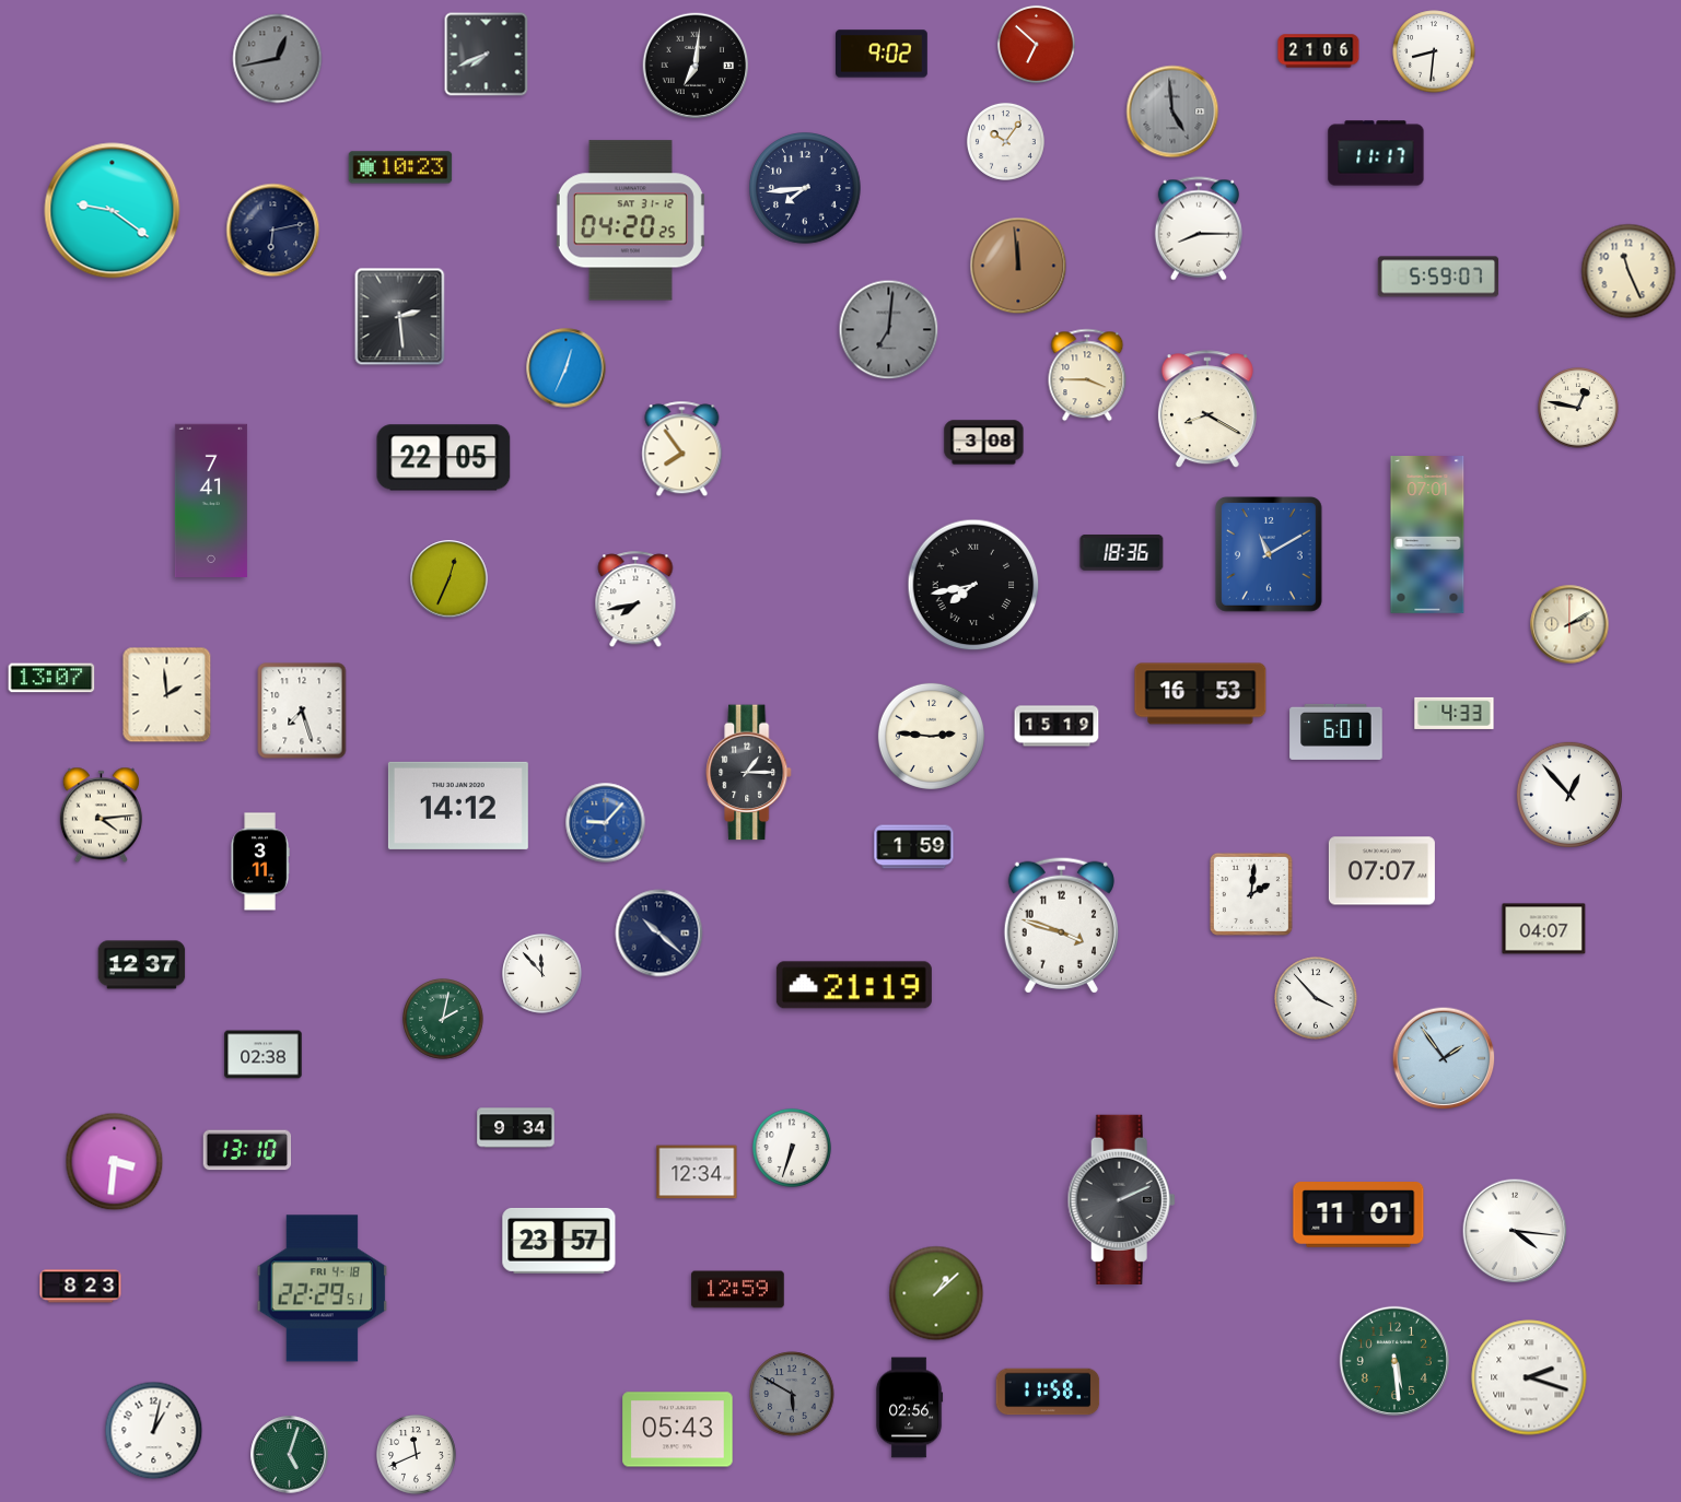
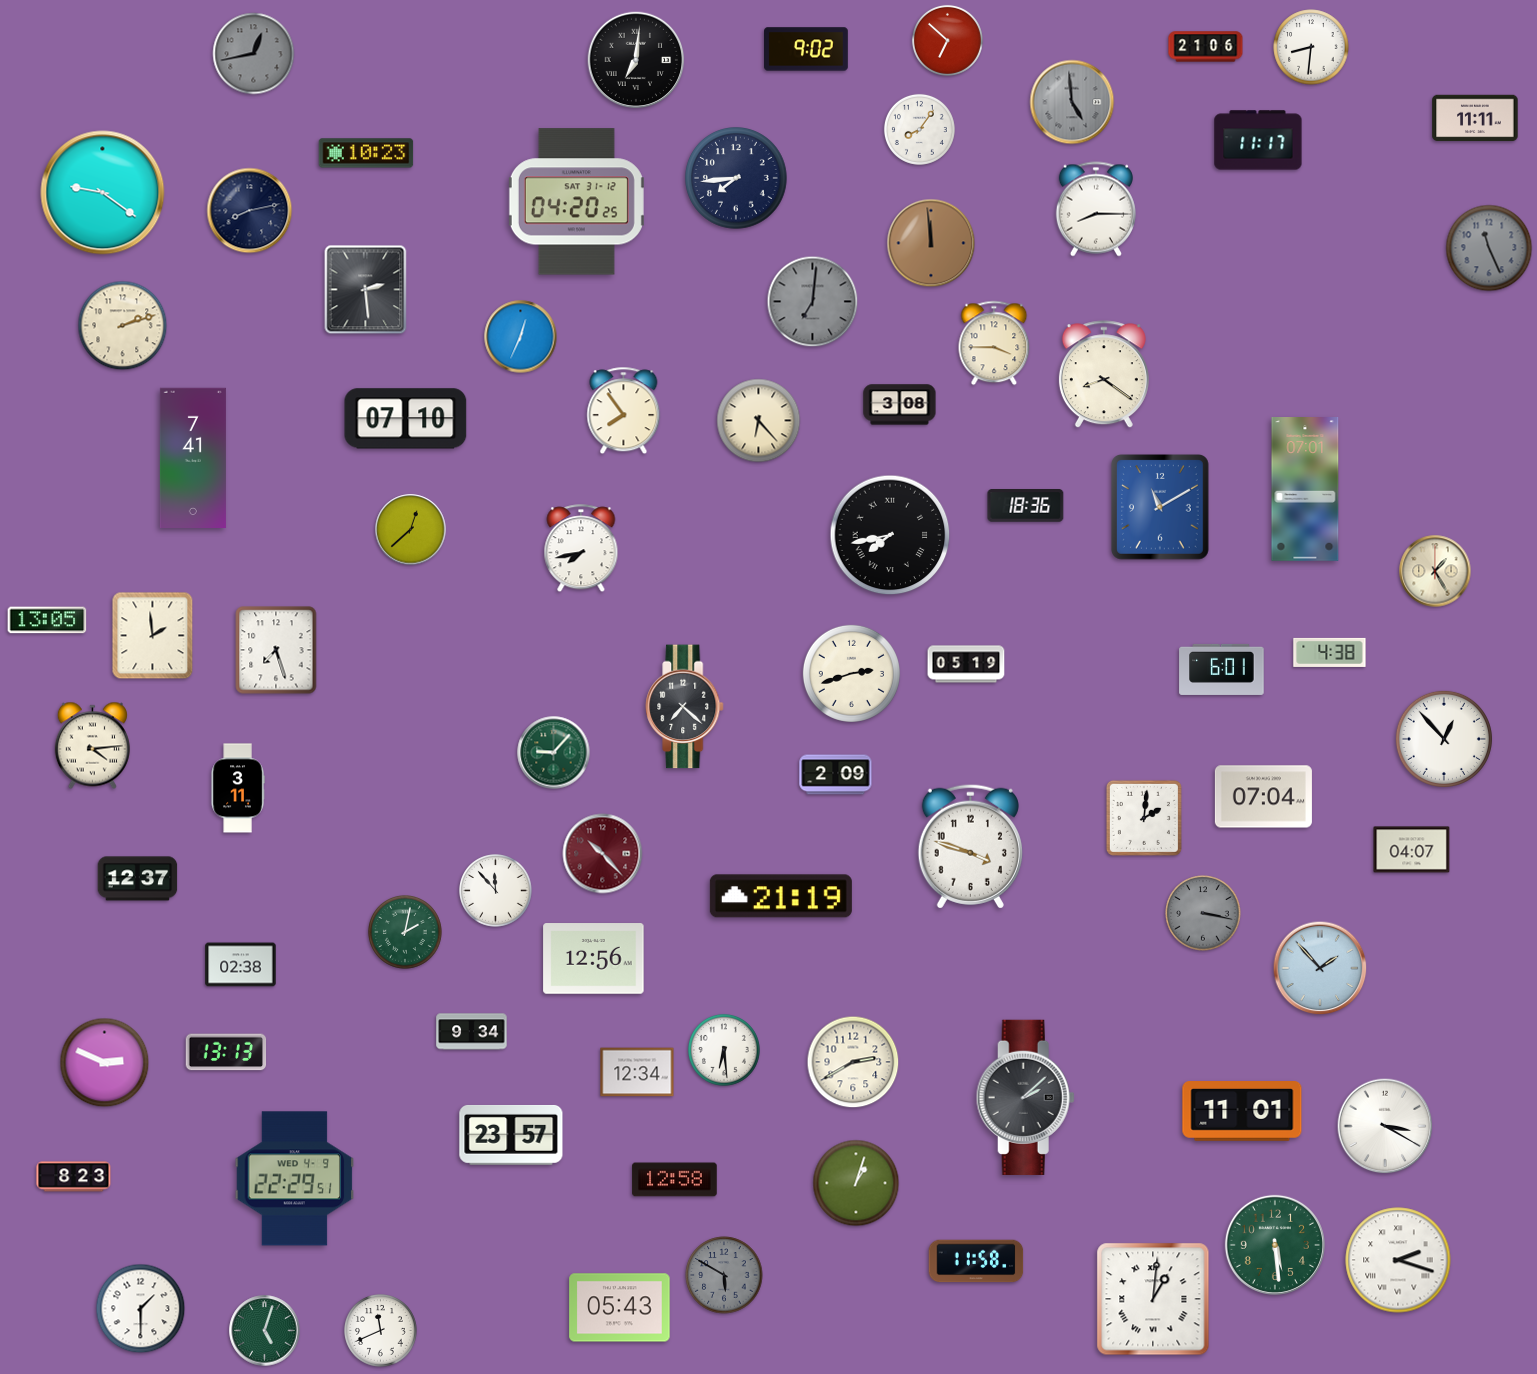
clock at (487, 55): 7:41 -> none
clock at (1475, 118): none -> 11:11
clock at (1005, 141): 10:06 -> 8:06
clock at (806, 188) position: (806, 188) -> (737, 178)
clock at (273, 231): 6:13 -> 8:13
clock at (1629, 271) dial: cream -> grey
clock at (1438, 277): 5:59 -> none
clock at (123, 326): none -> 2:12
clock at (567, 368) position: (567, 368) -> (521, 337)
clock at (1578, 408): 12:47 -> none
clock at (1207, 410): 8:20 -> 8:21
clock at (444, 458): 22:05 -> 07:10
clock at (759, 421): none -> 6:23
clock at (450, 579): 12:34 -> 12:38
clock at (1569, 624): 2:10 -> 1:25
clock at (51, 678): 13:07 -> 13:05
clock at (1201, 694): 16:53 -> none
clock at (1455, 713): 4:33 -> 4:38
clock at (1057, 726): 15:19 -> 05:19
clock at (931, 736): 2:46 -> 2:42
clock at (749, 773): 1:15 -> 7:22
clock at (1569, 795) position: (1569, 795) -> (1444, 739)
clock at (458, 806): 14:12 -> none
clock at (606, 823) dial: blue -> green
clock at (914, 847): 1:59 -> 2:09
clock at (1381, 871): 07:07 -> 07:04
clock at (659, 934): 10:22 -> 10:23
clock at (659, 934) dial: navy -> burgundy
clock at (142, 965) position: (142, 965) -> (138, 879)
clock at (854, 985) position: (854, 985) -> (781, 896)
clock at (1316, 998): 3:53 -> 3:17
clock at (1316, 998) dial: white -> grey
clock at (594, 959): none -> 12:56
clock at (1444, 1058): 1:54 -> 1:53
clock at (792, 1148): 6:33 -> 6:29
clock at (247, 1150): 13:10 -> 13:13
clock at (853, 1062): none -> 2:40
clock at (115, 1162): 3:31 -> 2:49
clock at (1121, 1199): 2:11 -> 2:08
clock at (1515, 1231): 4:16 -> 3:20
clock at (323, 1289) date: FRI 4-18 -> WED 4-9
clock at (738, 1290): 12:59 -> 12:58
clock at (936, 1293): 1:08 -> 1:03
clock at (1048, 1392) position: (1048, 1392) -> (976, 1261)
clock at (909, 1408): 02:56 -> none
clock at (1153, 1299): none -> 1:01
clock at (154, 1431): 1:02 -> 1:30
